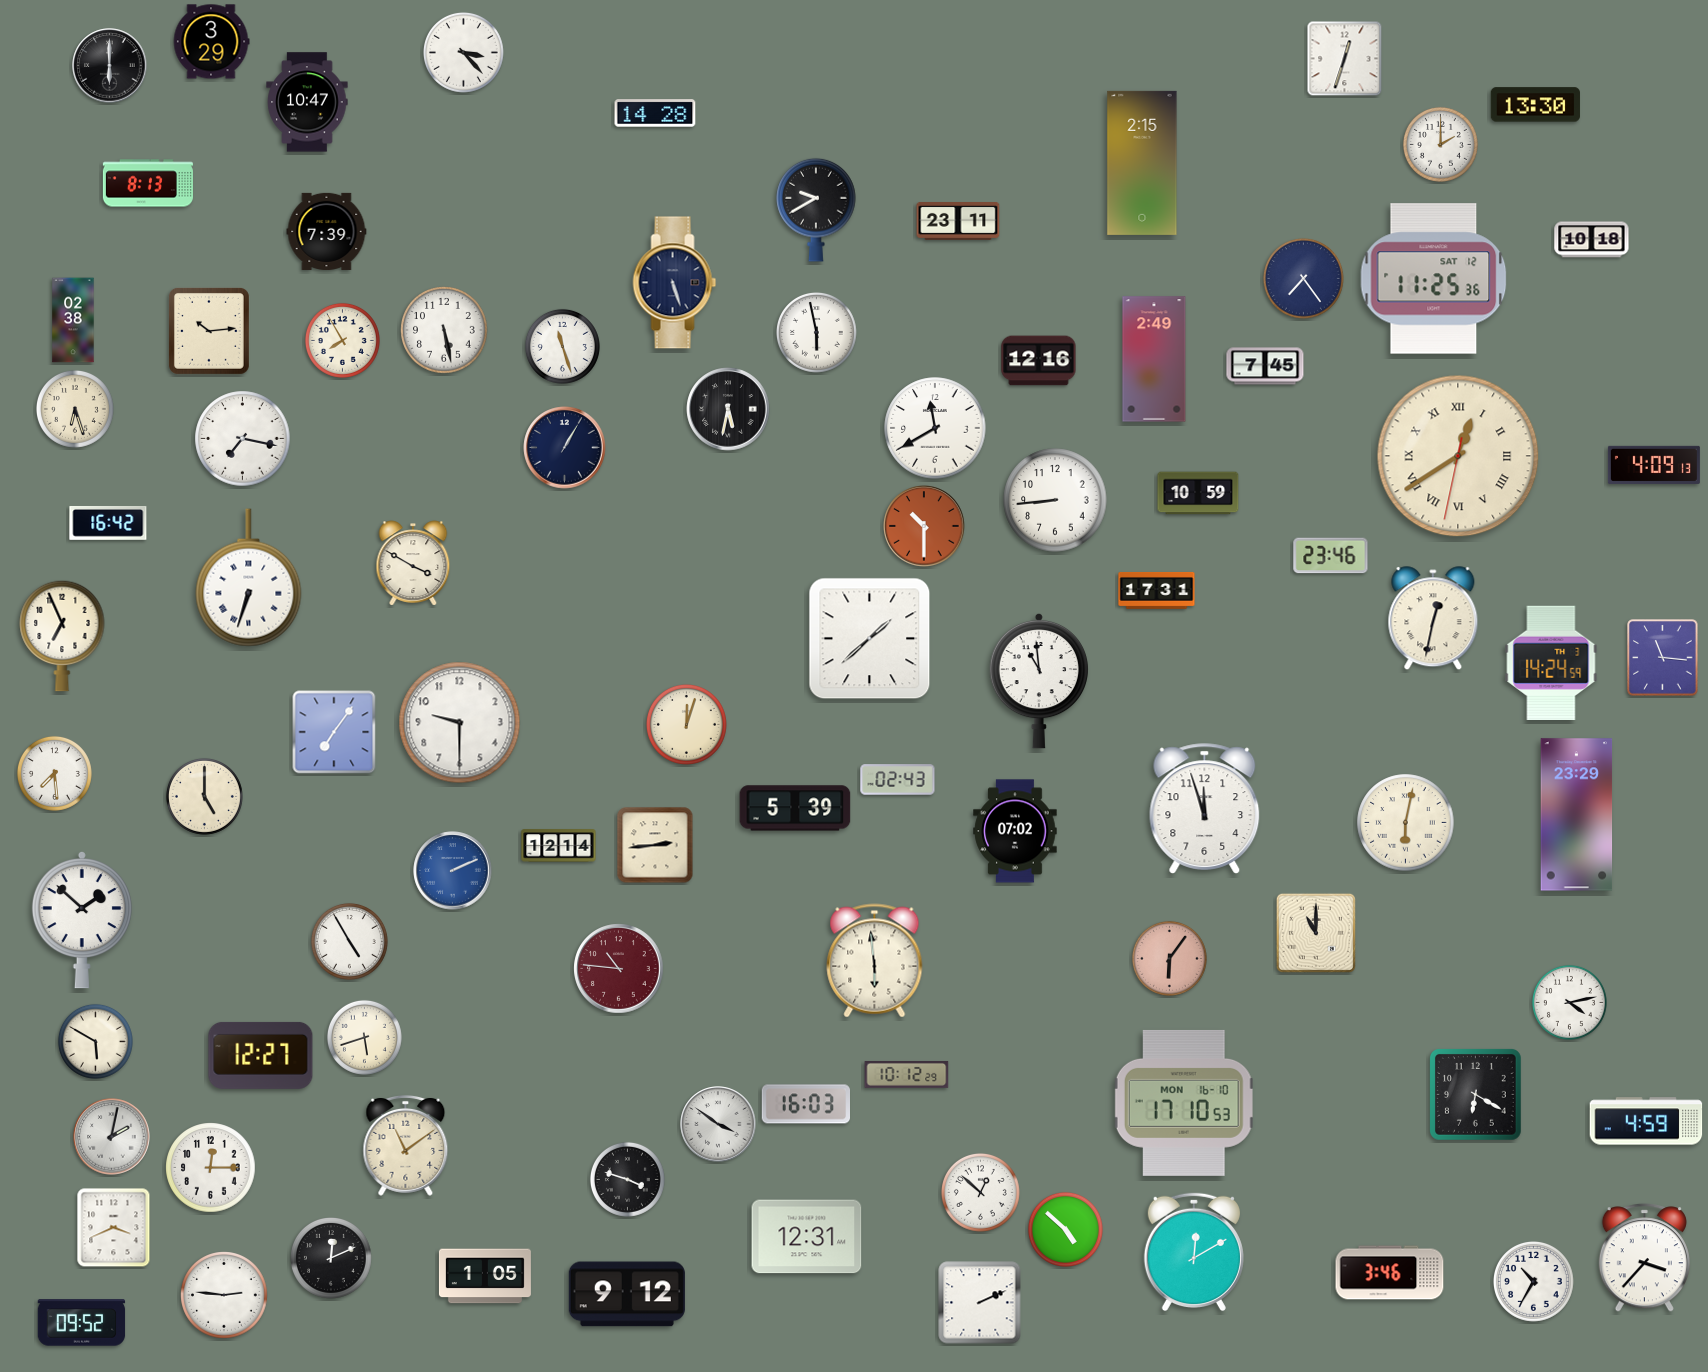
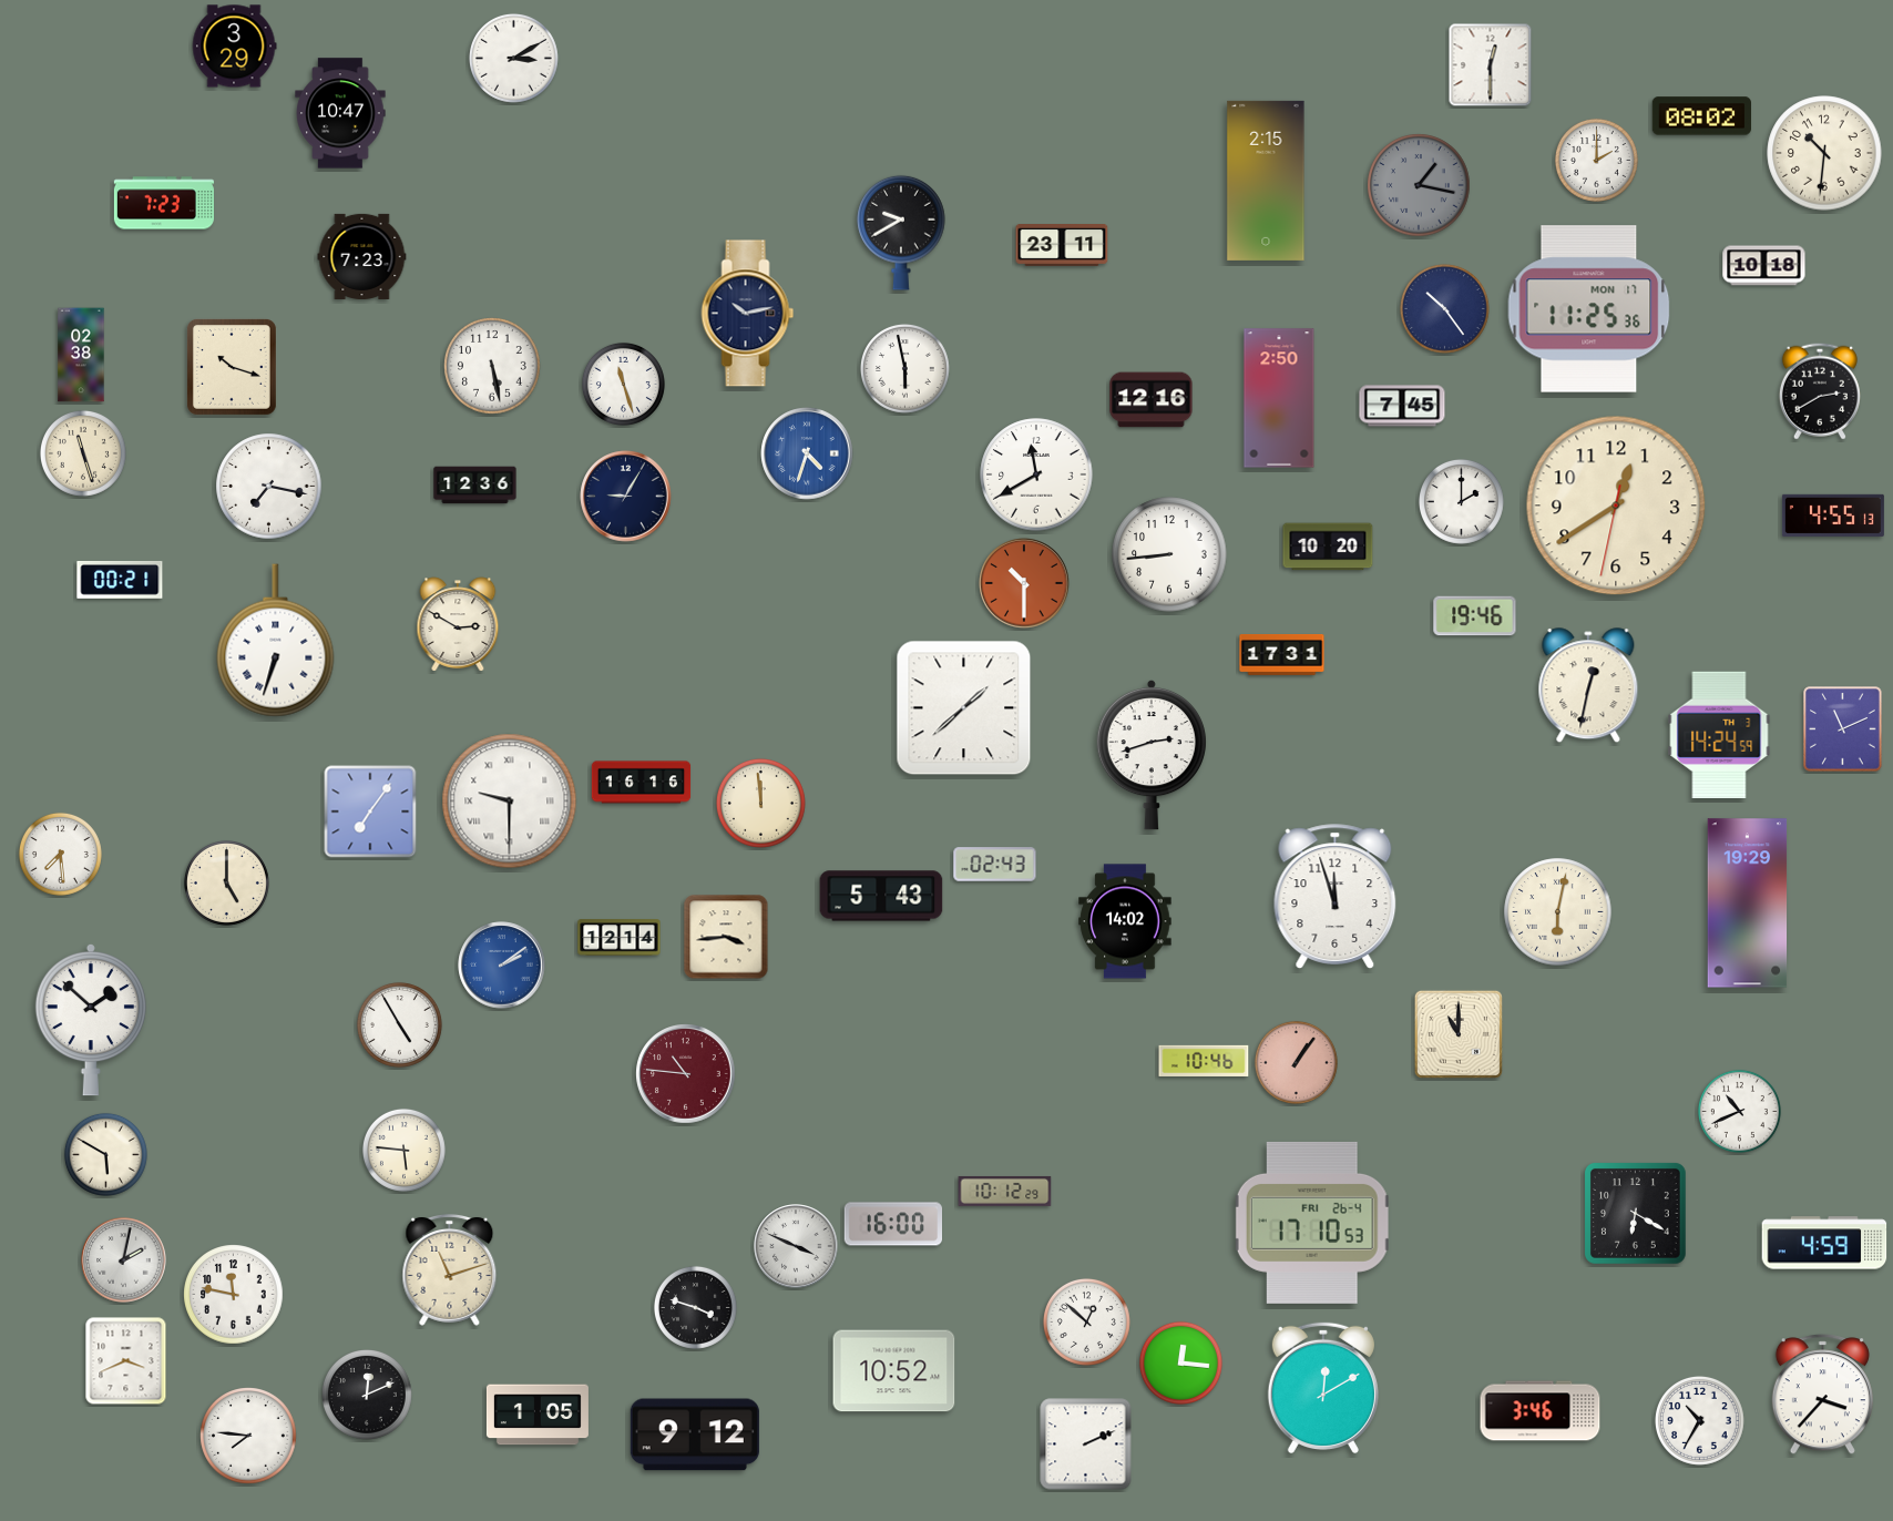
clock at (463, 52): 3:23 -> 3:10
clock at (1345, 59): 12:33 -> 12:30
clock at (110, 66): 6:00 -> none
clock at (1535, 105): 13:30 -> 08:02
clock at (655, 113): 14:28 -> none
clock at (1824, 153): none -> 10:31
clock at (1419, 185): none -> 1:17
clock at (148, 183): 8:13 -> 7:23
clock at (816, 210) position: (816, 210) -> (901, 233)
clock at (327, 231): 7:39 -> 7:23
clock at (1303, 278): 7:24 -> 10:24
clock at (1434, 279) date: SAT 12 -> MON 17
clock at (675, 283): 5:27 -> 10:13
clock at (209, 331): 10:14 -> 10:18
clock at (342, 340): 7:55 -> none
clock at (1820, 391): none -> 2:40
clock at (1154, 359): 2:49 -> 2:50
clock at (75, 409): 6:27 -> 11:27
clock at (728, 409): 5:32 -> 4:33
clock at (728, 409) dial: black -> blue
clock at (475, 486): none -> 12:36
clock at (565, 448): 1:05 -> 9:05
clock at (1461, 501): none -> 2:00
clock at (1458, 456) numerals: Roman -> Arabic
clock at (1654, 465): 4:09 -> 4:55
clock at (1198, 493): 10:59 -> 10:20
clock at (108, 523): 16:42 -> 00:21
clock at (1331, 556): 23:46 -> 19:46
clock at (413, 563): 3:50 -> 2:50
clock at (62, 636): 6:56 -> none
clock at (1663, 658): 11:16 -> 11:11
clock at (1039, 681): 10:59 -> 2:42
clock at (642, 783): none -> 16:16
clock at (460, 723) numerals: Arabic -> Roman
clock at (686, 724): 12:03 -> 11:59
clock at (54, 773) position: (54, 773) -> (60, 854)
clock at (795, 808): 5:39 -> 5:43
clock at (1577, 815): 23:29 -> 19:29
clock at (1015, 831): 07:02 -> 14:02
clock at (655, 845): 2:44 -> 3:44
clock at (453, 871): 2:11 -> 2:09
clock at (349, 941) position: (349, 941) -> (399, 1024)
clock at (1204, 1060): none -> 10:46
clock at (1169, 958): 6:06 -> 1:06
clock at (875, 961): 5:59 -> none
clock at (1569, 1002): 4:13 -> 10:41
clock at (364, 1037): 5:42 -> 5:46
clock at (261, 1055): 12:27 -> none
clock at (1184, 1103) date: MON 16-10 -> FRI 26-4
clock at (806, 1104): 16:03 -> 16:00
clock at (718, 1124): 3:51 -> 3:49
clock at (406, 1145): 11:09 -> 11:12
clock at (211, 1168): 12:15 -> 11:47
clock at (1065, 1229): 4:52 -> 12:16
clock at (807, 1237): 12:31 -> 10:52
clock at (224, 1295): 2:46 -> 7:46
clock at (82, 1323): 09:52 -> none
